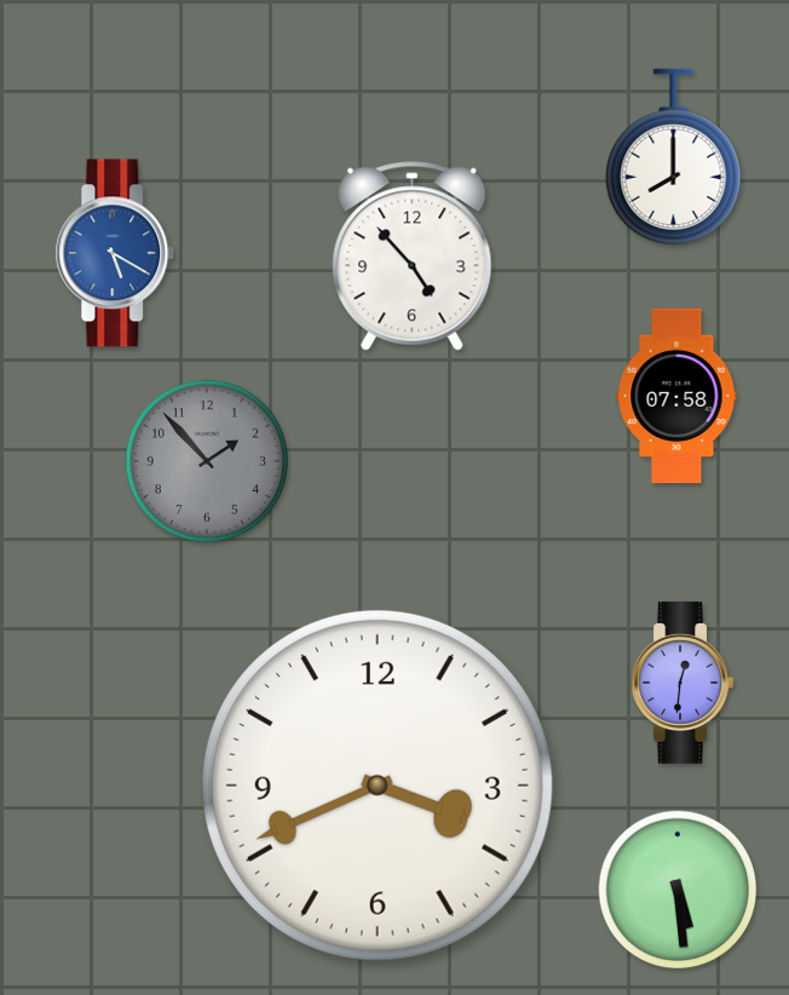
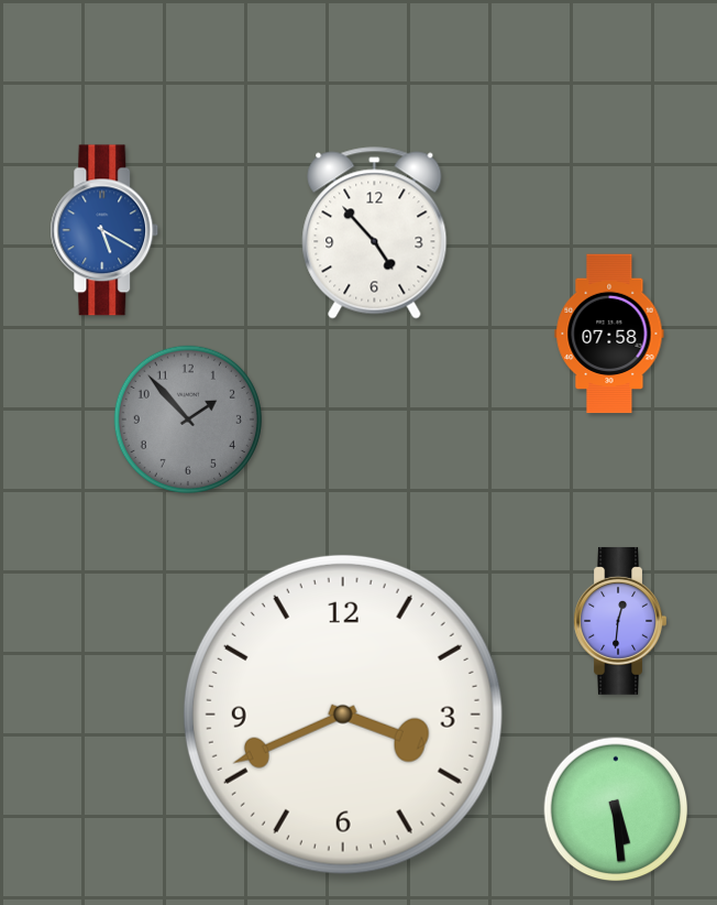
clock at (674, 156): 8:00 -> none
clock at (676, 396) position: (676, 396) -> (609, 334)
